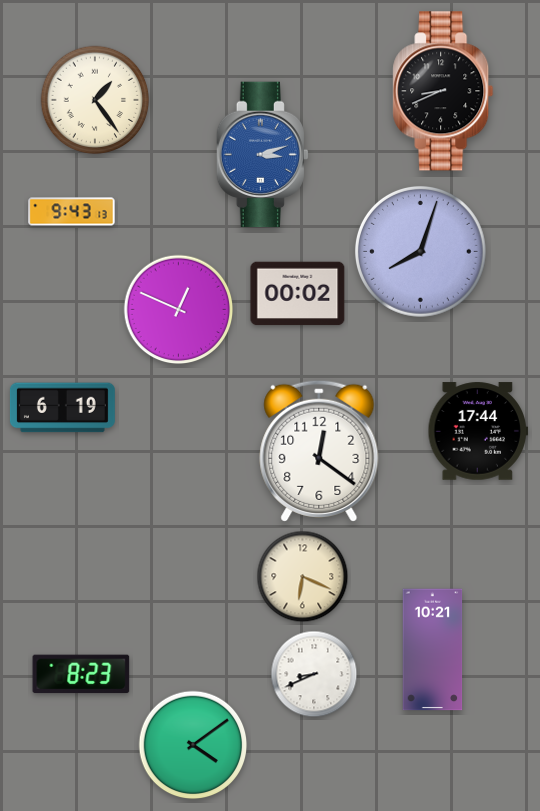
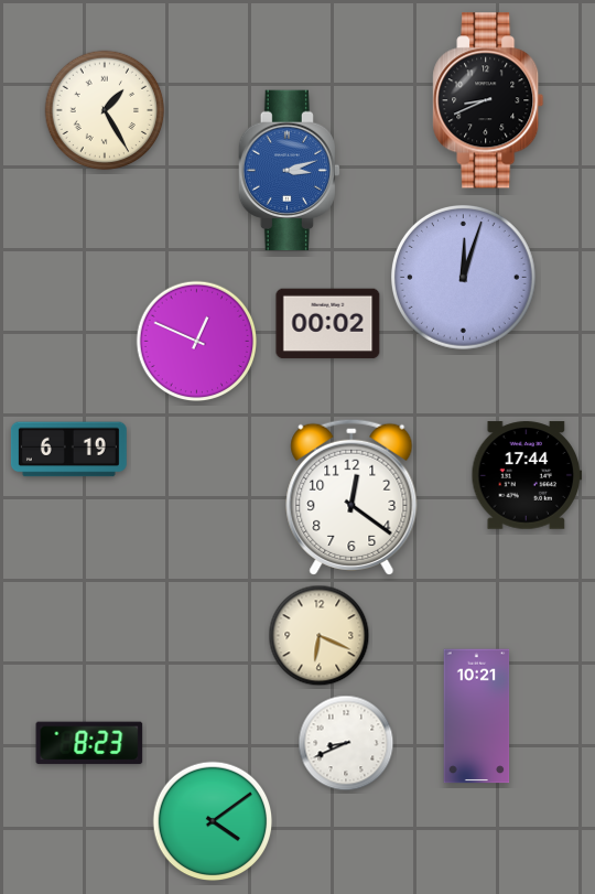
clock at (95, 100): 1:24 -> 1:25
clock at (72, 212): 9:43 -> none
clock at (420, 251): 8:03 -> 12:03
clock at (303, 577) position: (303, 577) -> (320, 636)
